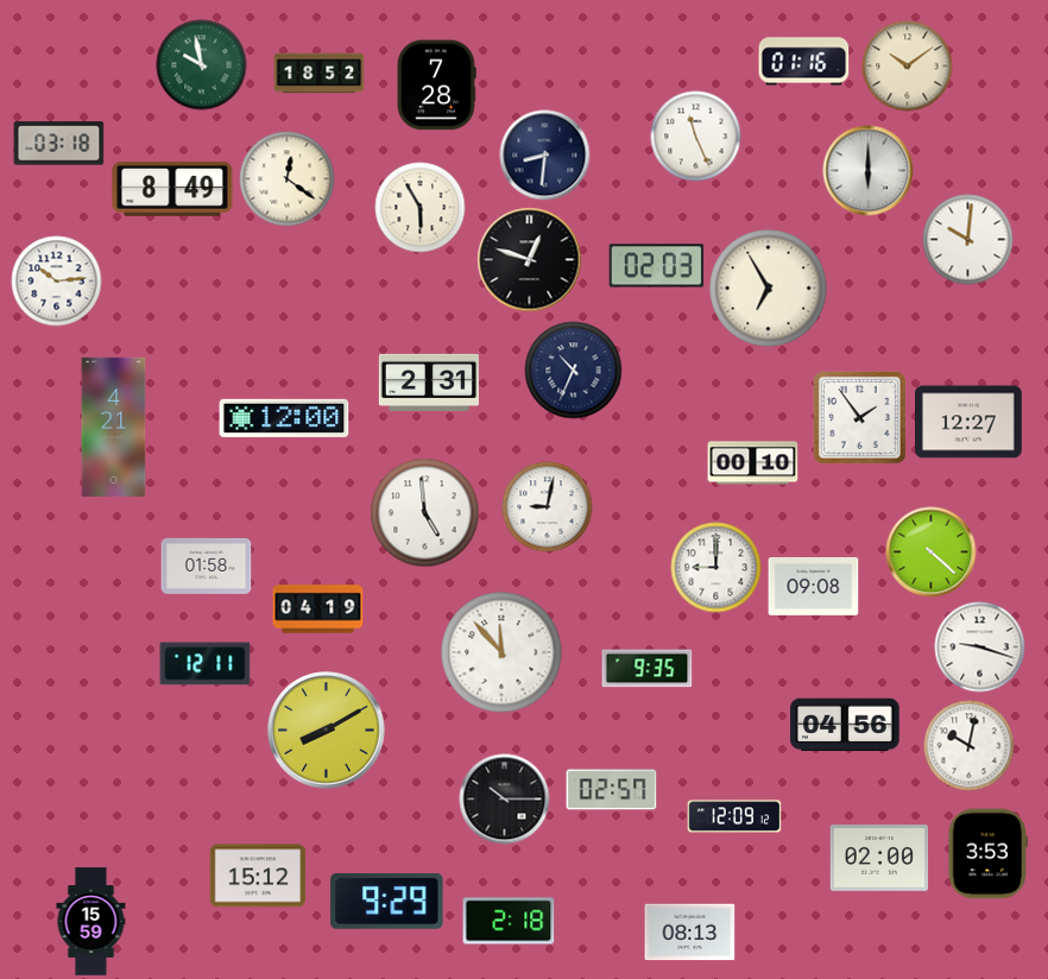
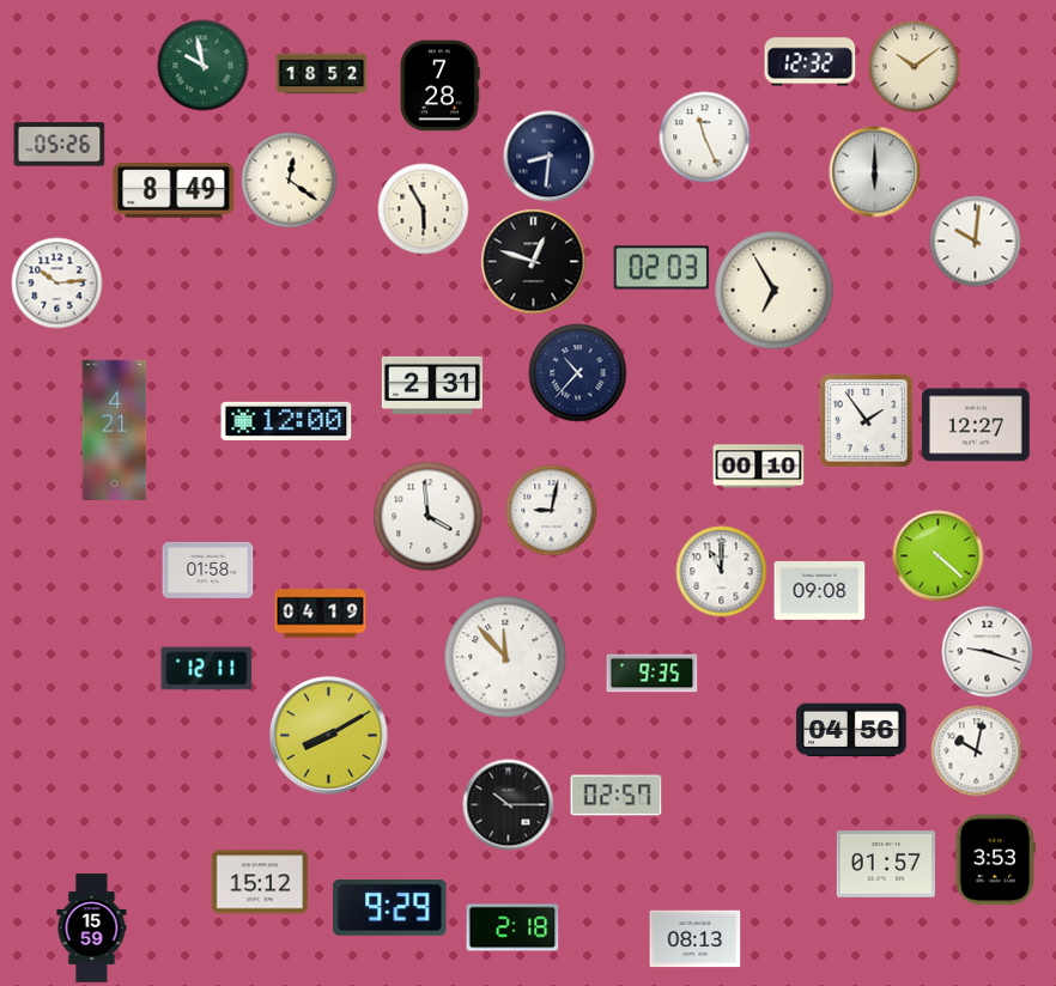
clock at (804, 62): 01:16 -> 12:32
clock at (696, 137) position: (696, 137) -> (705, 138)
clock at (59, 144): 03:18 -> 05:26
clock at (574, 371): 10:34 -> 10:37
clock at (425, 513): 4:59 -> 3:59
clock at (716, 568): 9:00 -> 11:00
clock at (734, 816): 12:09 -> none
clock at (878, 859): 02:00 -> 01:57
